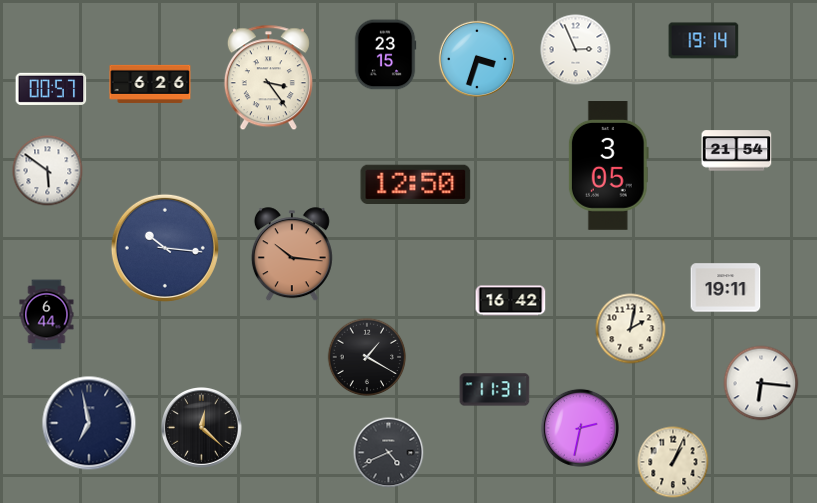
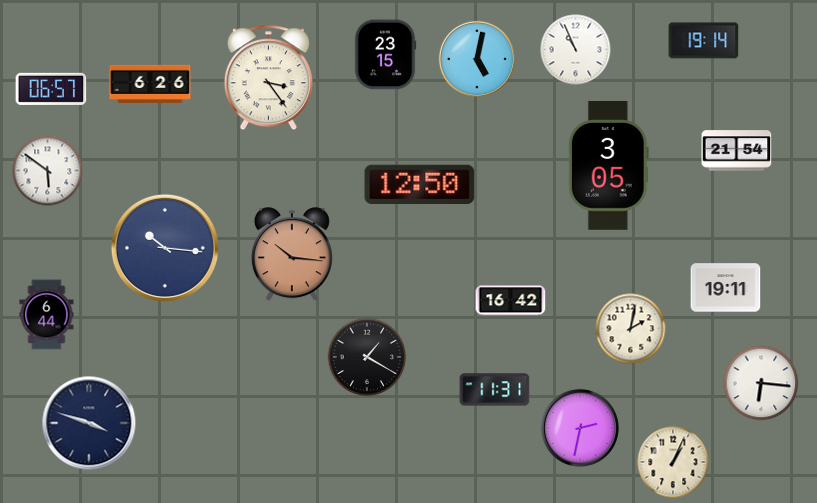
clock at (576, 50): 2:56 -> 10:56
clock at (477, 59): 3:33 -> 5:02
clock at (51, 89): 00:57 -> 06:57
clock at (416, 184) position: (416, 184) -> (420, 184)
clock at (89, 423): 6:58 -> 3:48
clock at (202, 428): 12:22 -> none
clock at (389, 453): 4:41 -> none
